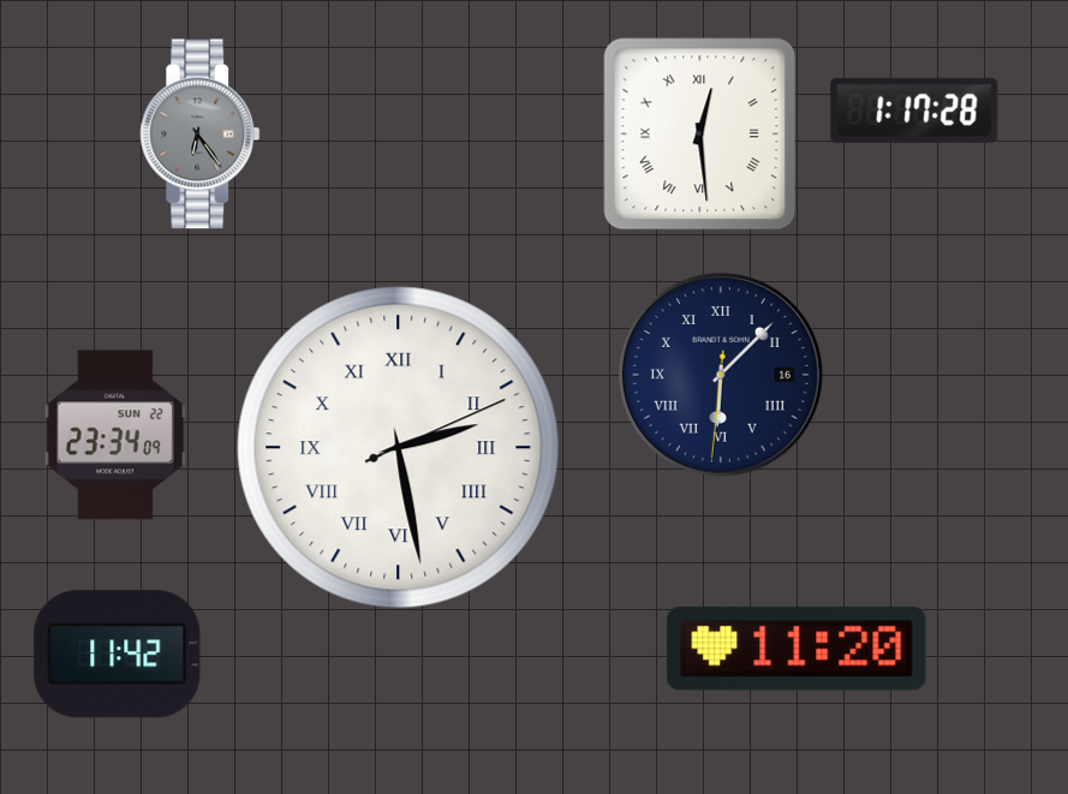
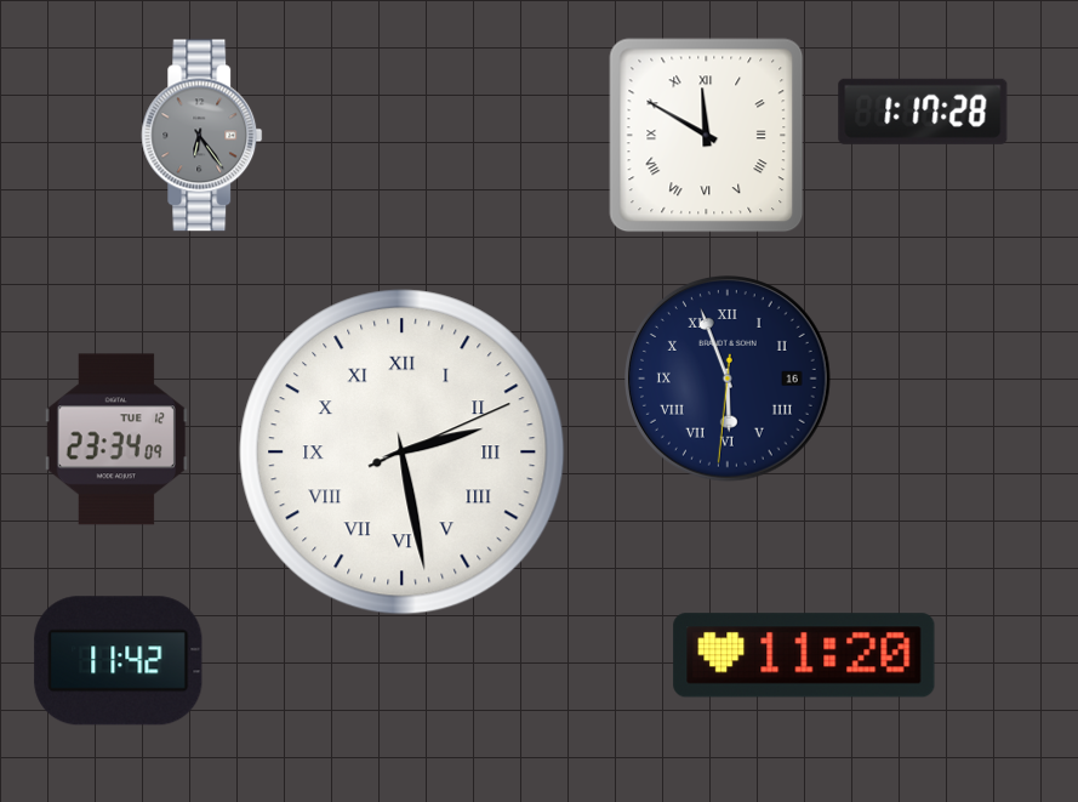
clock at (700, 135): 12:29 -> 11:50
clock at (722, 376): 6:07 -> 5:56
clock at (115, 435) date: SUN 22 -> TUE 12
